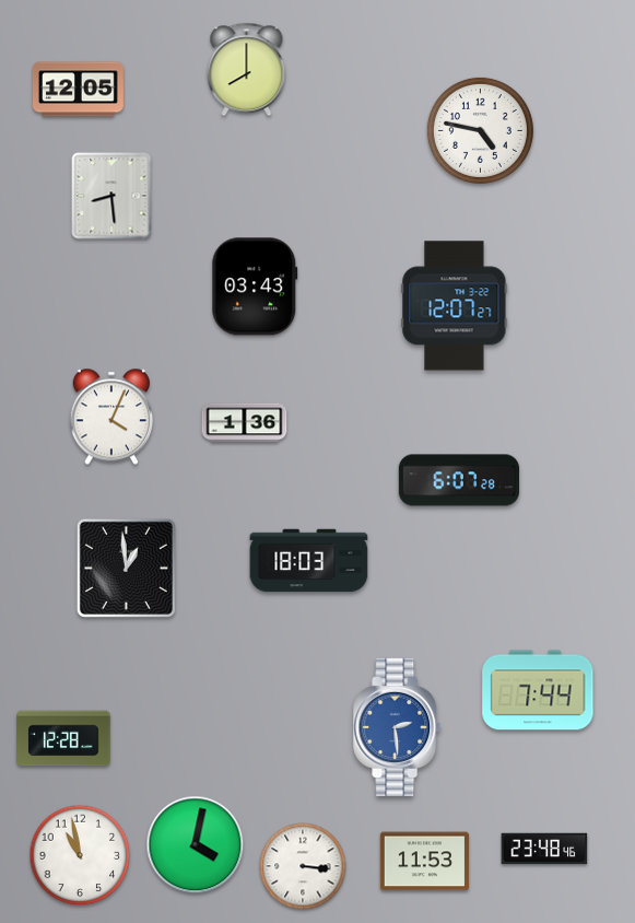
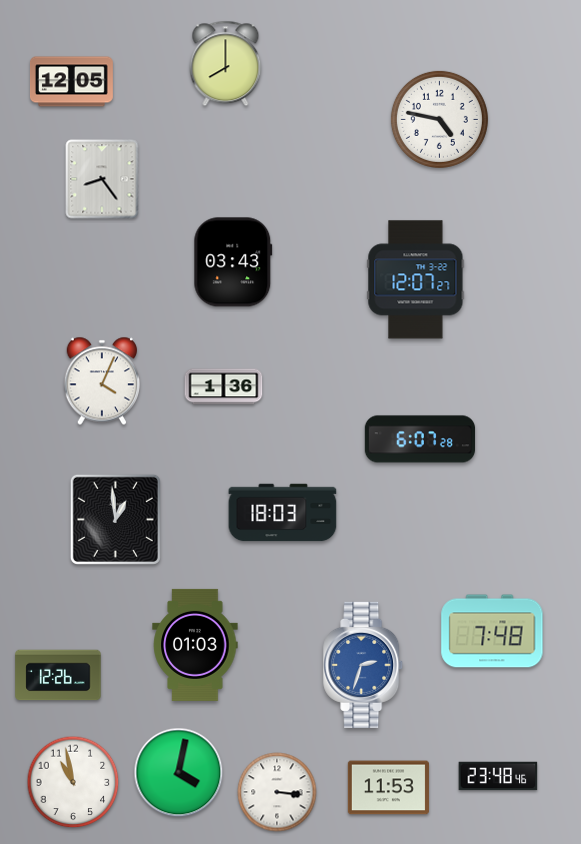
clock at (111, 196): 8:29 -> 8:24
clock at (538, 690): 7:44 -> 7:48
clock at (195, 645): none -> 01:03
clock at (398, 727): 2:29 -> 2:33
clock at (63, 738): 12:28 -> 12:26
